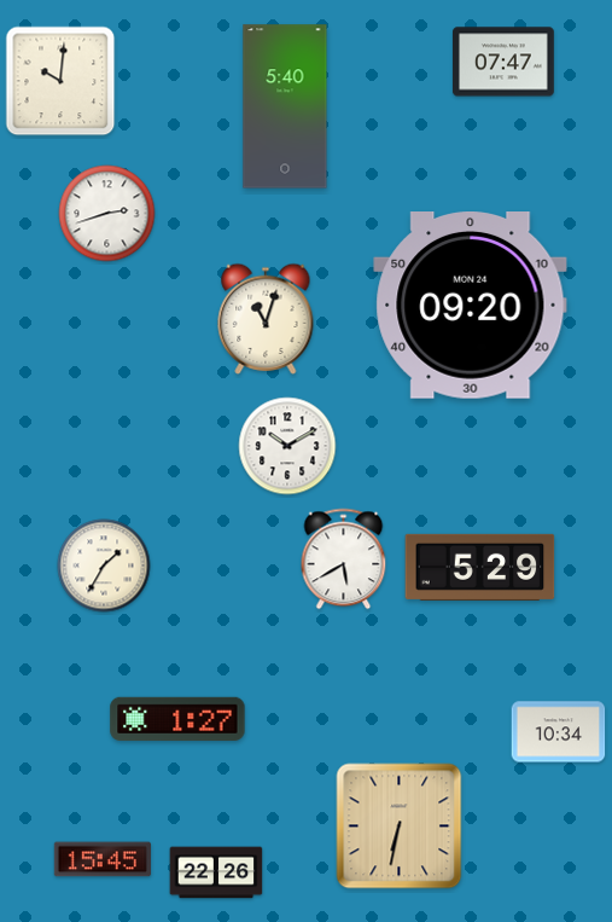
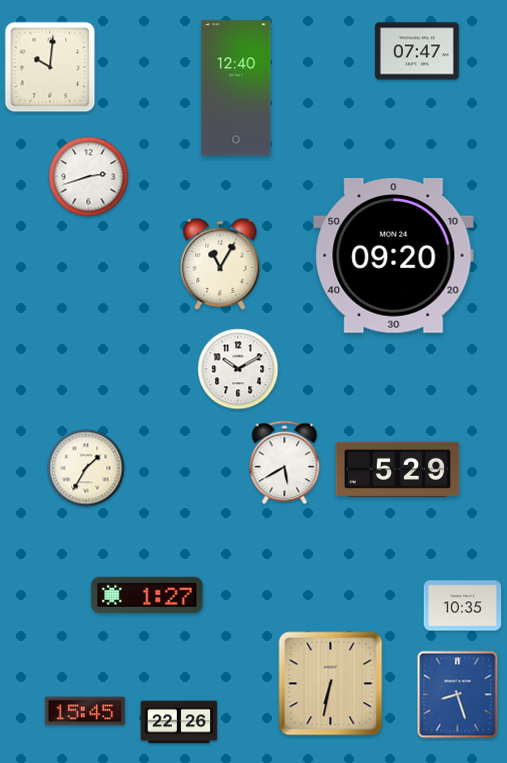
clock at (285, 106): 5:40 -> 12:40
clock at (471, 306) position: (471, 306) -> (394, 256)
clock at (266, 319): 11:03 -> 11:05
clock at (559, 732): 10:34 -> 10:35
clock at (458, 695): none -> 8:27
